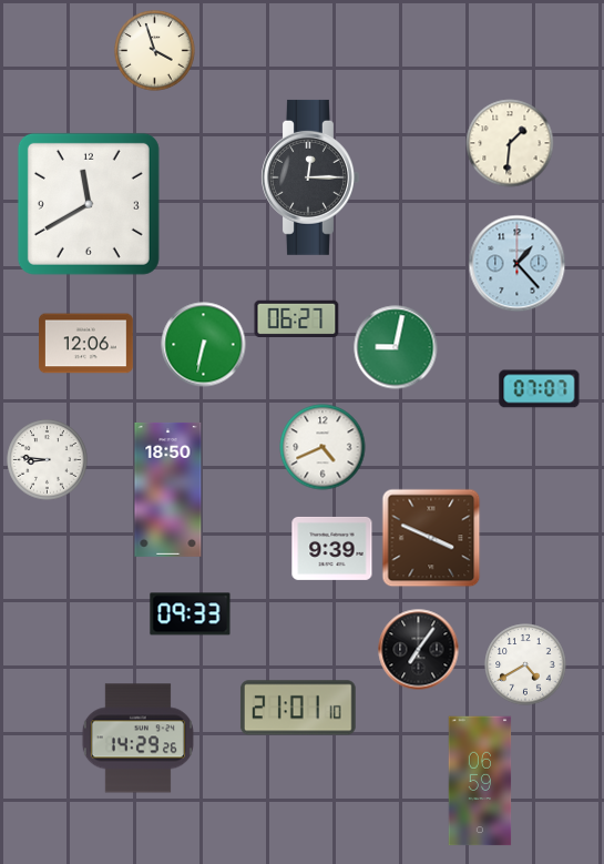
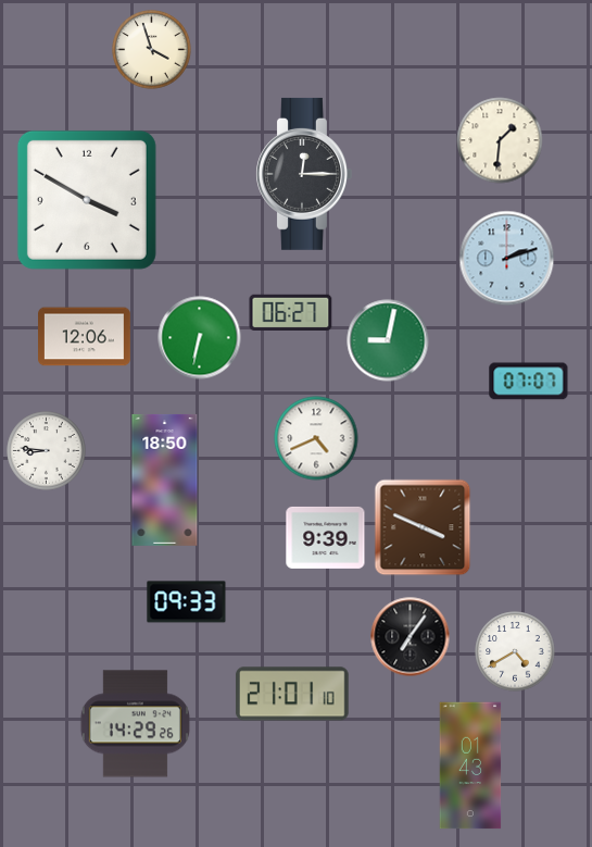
clock at (89, 204): 11:40 -> 3:50
clock at (518, 264): 1:23 -> 2:12
clock at (480, 781): 06:59 -> 01:43
